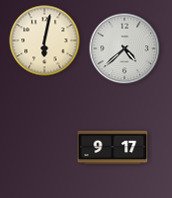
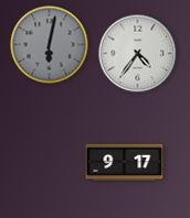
clock at (45, 41) dial: cream -> grey
clock at (125, 49): 4:38 -> 4:36
